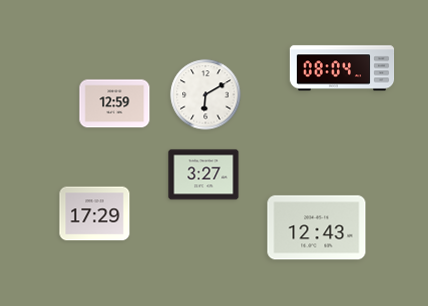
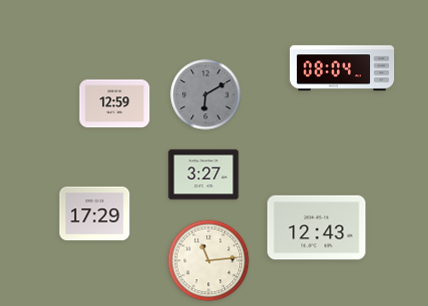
clock at (206, 95) dial: white -> grey
clock at (209, 261): none -> 11:14
